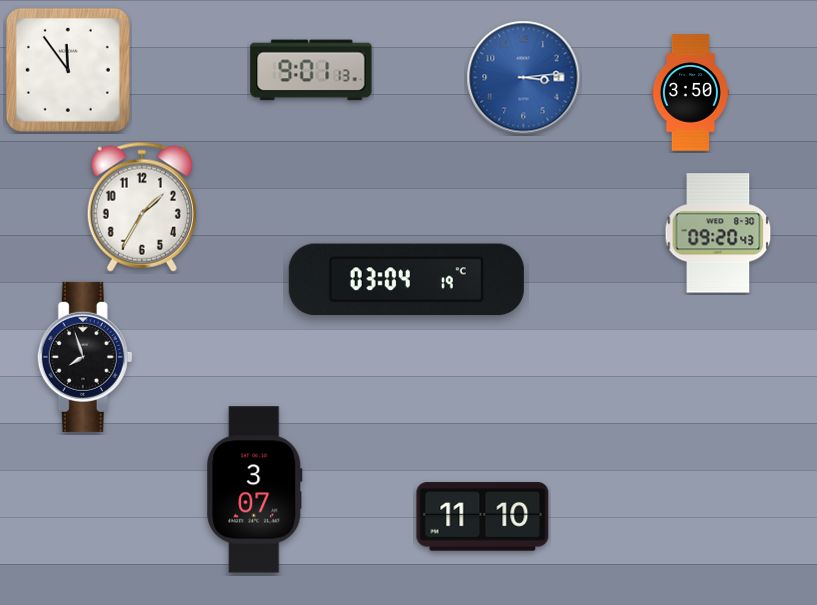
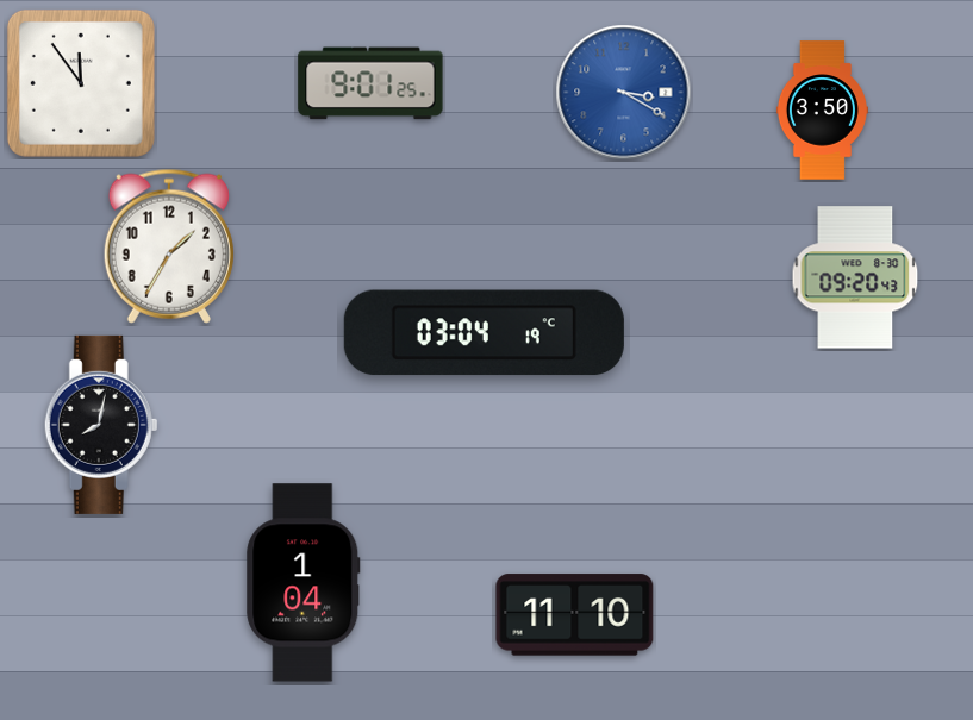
clock at (311, 70): 9:01:13 -> 9:01:25
clock at (524, 78): 3:14 -> 3:20
clock at (85, 357): 7:57 -> 8:02
clock at (255, 490): 3:07 -> 1:04
